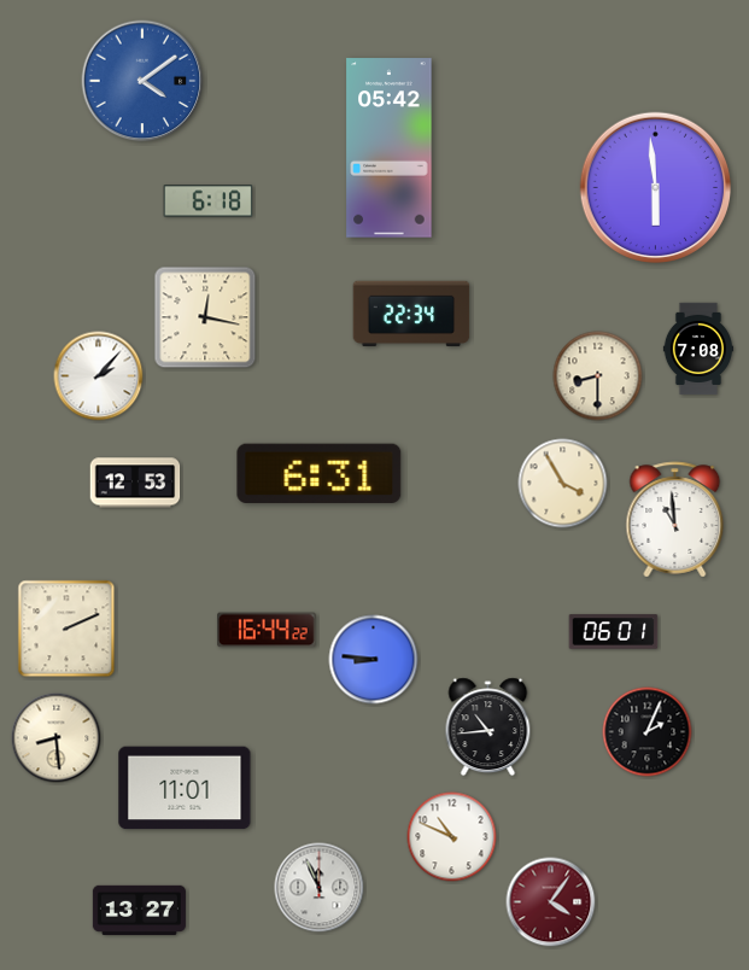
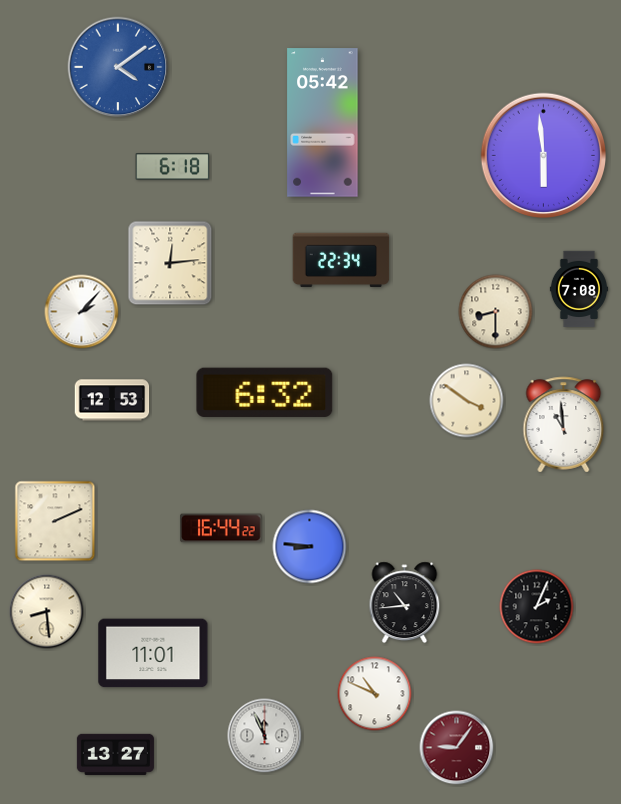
clock at (205, 317): 12:17 -> 12:14
clock at (320, 473): 6:31 -> 6:32
clock at (563, 484): 3:55 -> 3:51
clock at (675, 520) position: (675, 520) -> (564, 425)
clock at (267, 630) position: (267, 630) -> (221, 528)
clock at (614, 632): 06:01 -> none
clock at (551, 902): 4:06 -> 9:06
